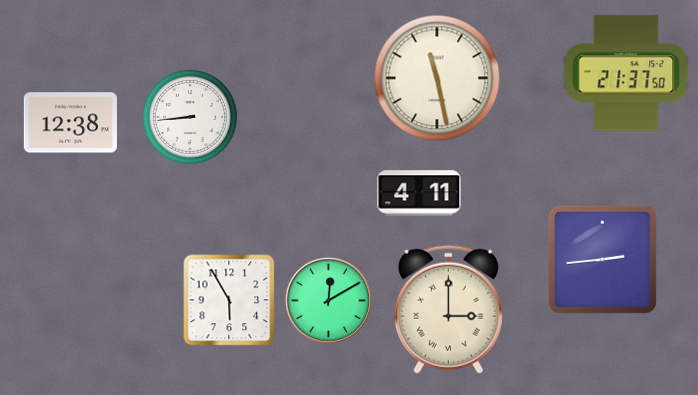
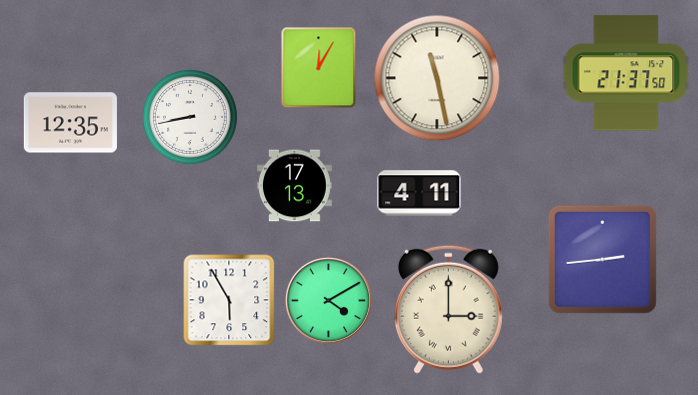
clock at (319, 68): none -> 12:05
clock at (190, 117): 8:44 -> 8:43
clock at (70, 123): 12:38 -> 12:35
clock at (294, 186): none -> 17:13
clock at (328, 300): 12:10 -> 4:10
